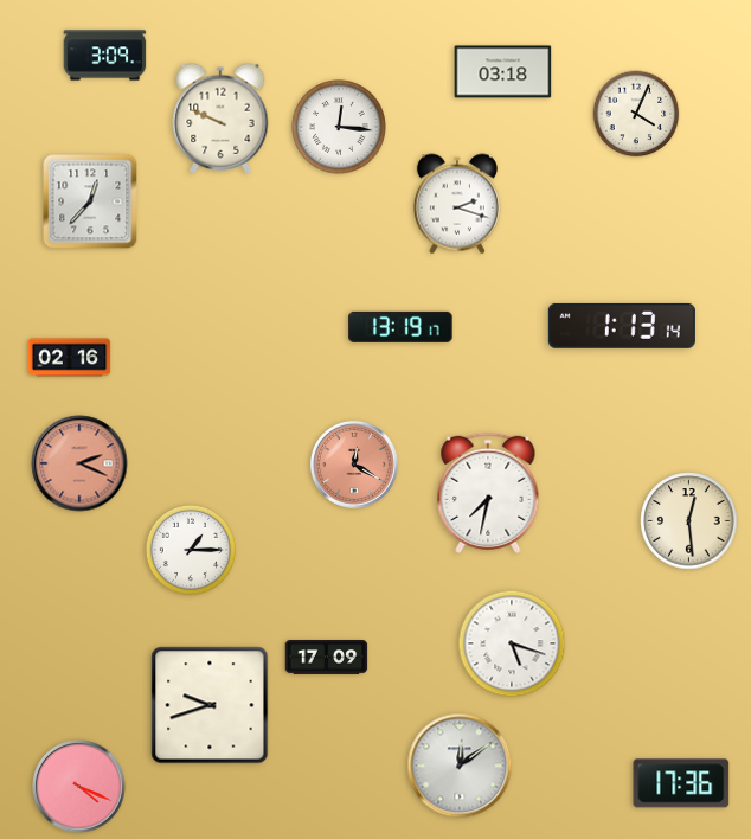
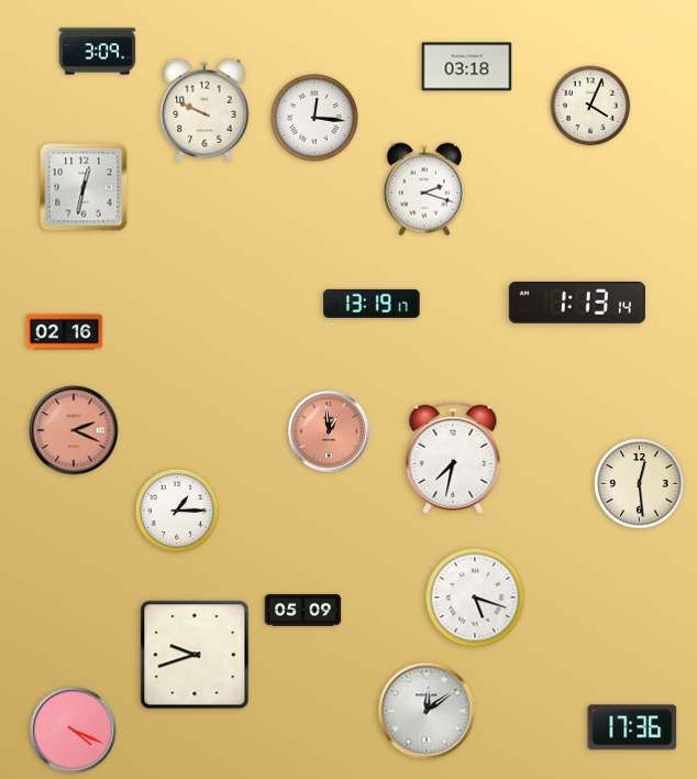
clock at (90, 201): 12:37 -> 12:32
clock at (354, 465): 12:20 -> 12:59
clock at (327, 658): 17:09 -> 05:09
